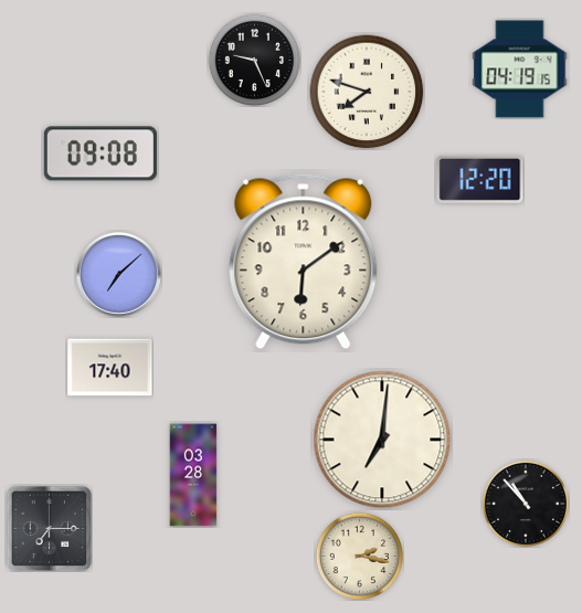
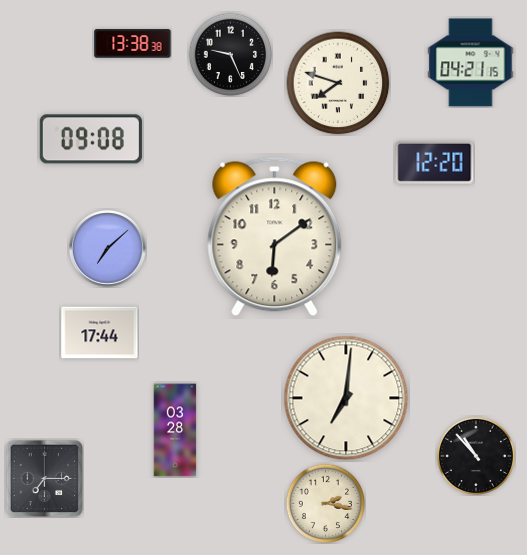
clock at (133, 44): none -> 13:38
clock at (520, 70): 04:19 -> 04:21
clock at (367, 92) position: (367, 92) -> (338, 83)
clock at (110, 368): 17:40 -> 17:44
